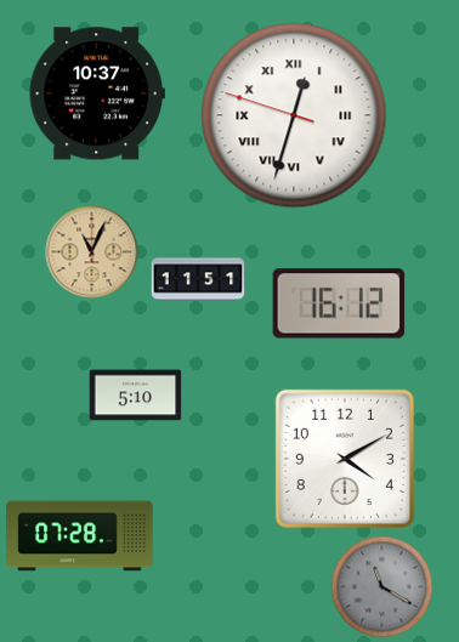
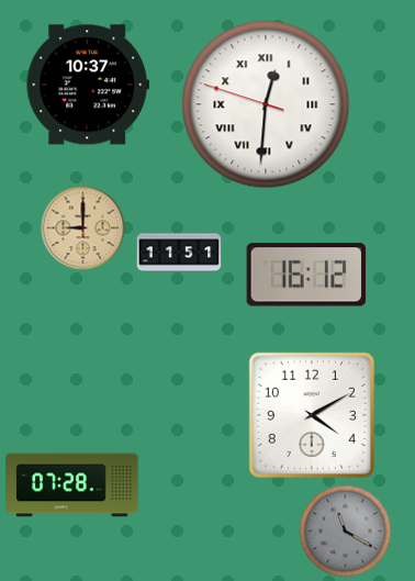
clock at (294, 115): 12:32 -> 12:30
clock at (92, 252): 11:04 -> 9:00
clock at (136, 396): 5:10 -> none
